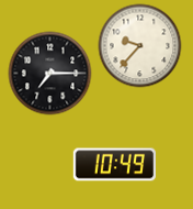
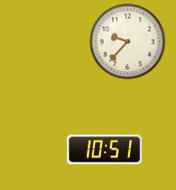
clock at (50, 74): 7:15 -> none
clock at (114, 165): 10:49 -> 10:51
